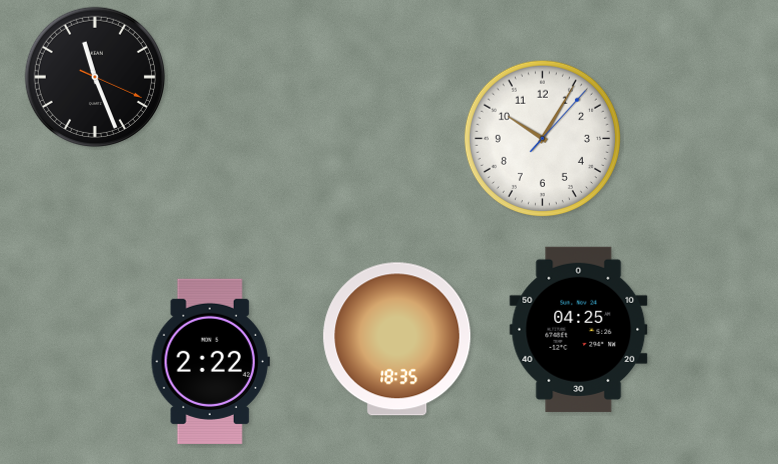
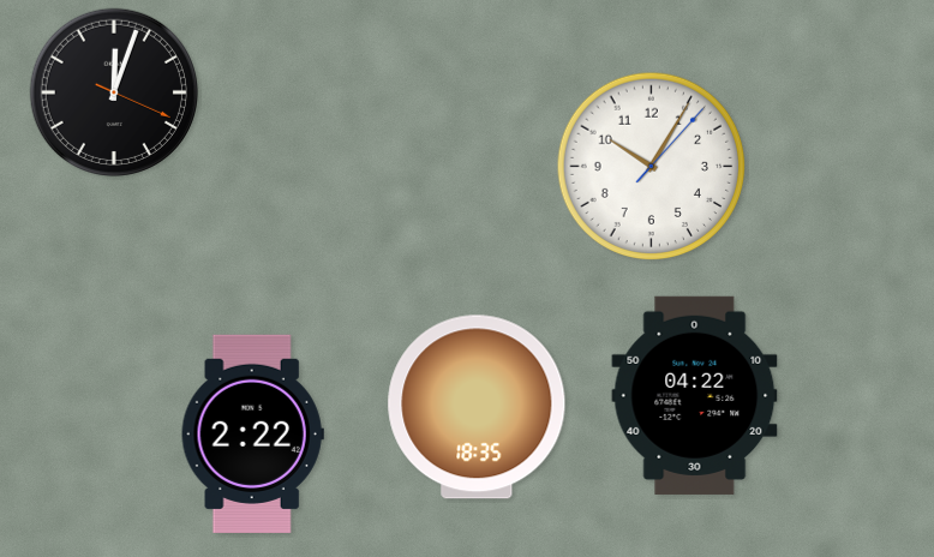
clock at (95, 77): 11:26 -> 12:03
clock at (579, 329): 04:25 -> 04:22
